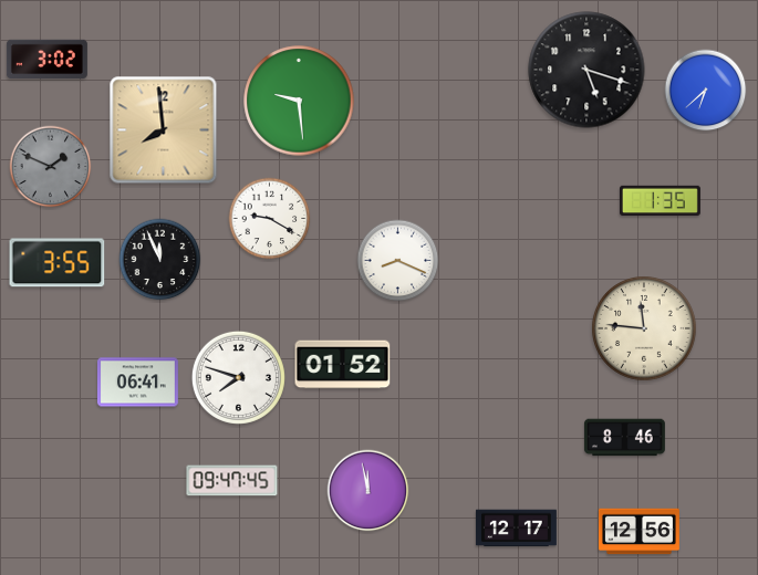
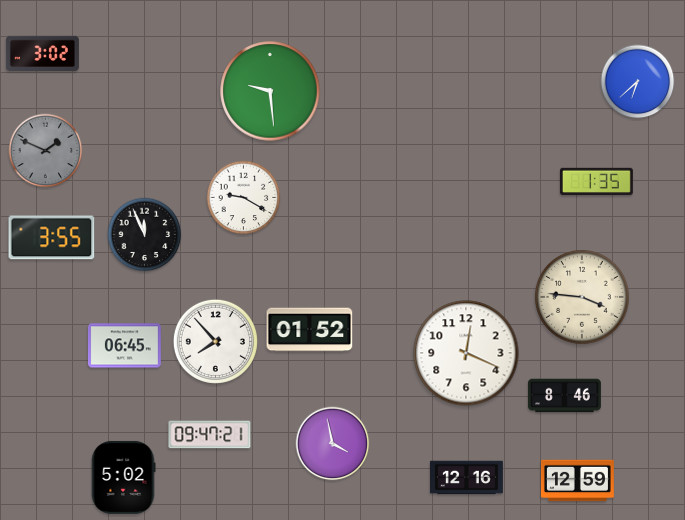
clock at (586, 70): 5:18 -> none
clock at (164, 130): 7:59 -> none
clock at (398, 261): 8:19 -> none
clock at (644, 328): 11:46 -> 3:46
clock at (238, 377): 7:48 -> 7:53
clock at (137, 383): 06:41 -> 06:45
clock at (466, 353): none -> 12:19
clock at (232, 481): 09:47:45 -> 09:47:21
clock at (368, 491): 11:58 -> 3:58
clock at (123, 477): none -> 5:02
clock at (516, 529): 12:17 -> 12:16
clock at (638, 532): 12:56 -> 12:59
